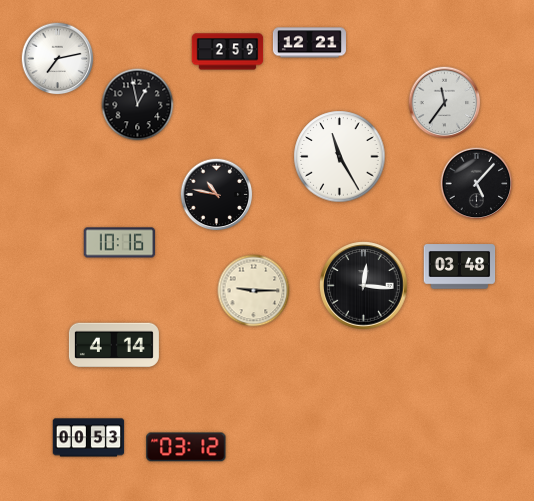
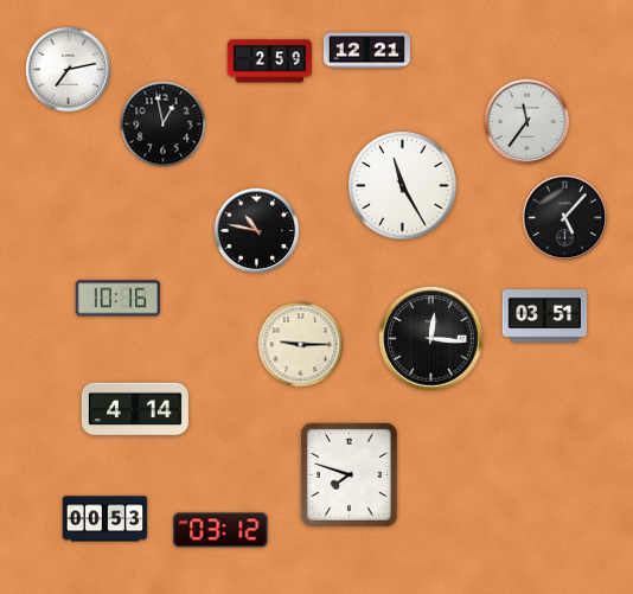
clock at (120, 243) position: (120, 243) -> (119, 299)
clock at (460, 267): 03:48 -> 03:51
clock at (349, 474): none -> 7:48
